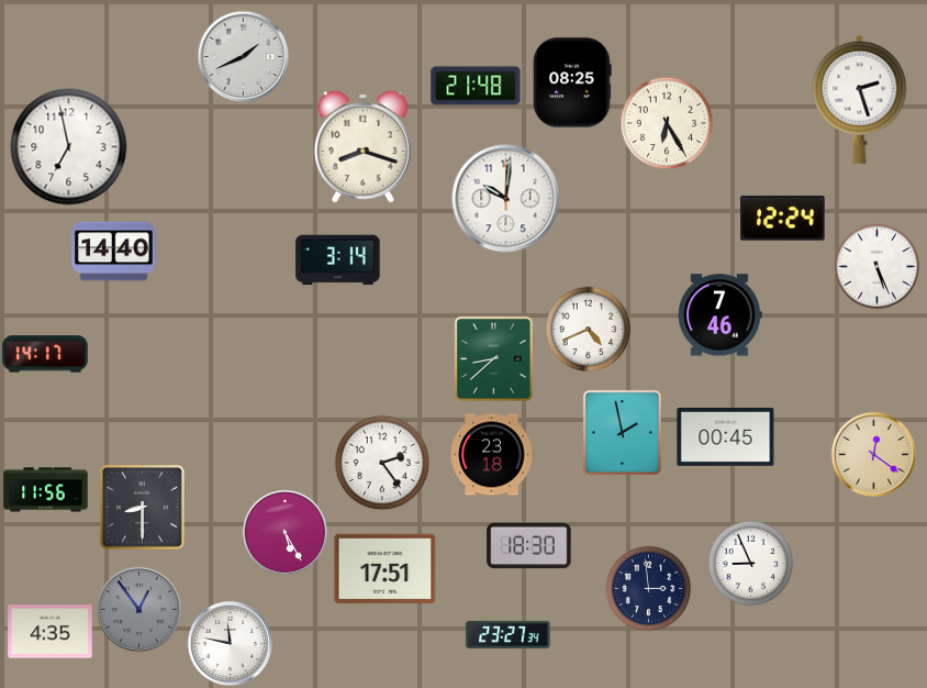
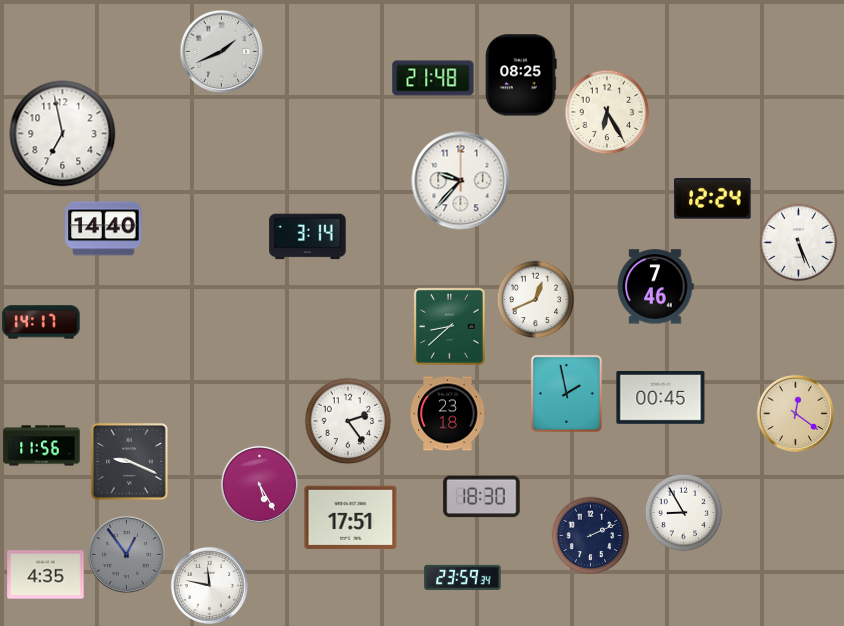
clock at (860, 99): 2:27 -> none
clock at (362, 146): 8:18 -> none
clock at (506, 199): 10:01 -> 9:37
clock at (588, 329): 4:41 -> 12:41
clock at (142, 507): 8:30 -> 9:19
clock at (750, 563): 8:56 -> 8:55
clock at (648, 588): 2:59 -> 2:11
clock at (509, 634): 23:27 -> 23:59
